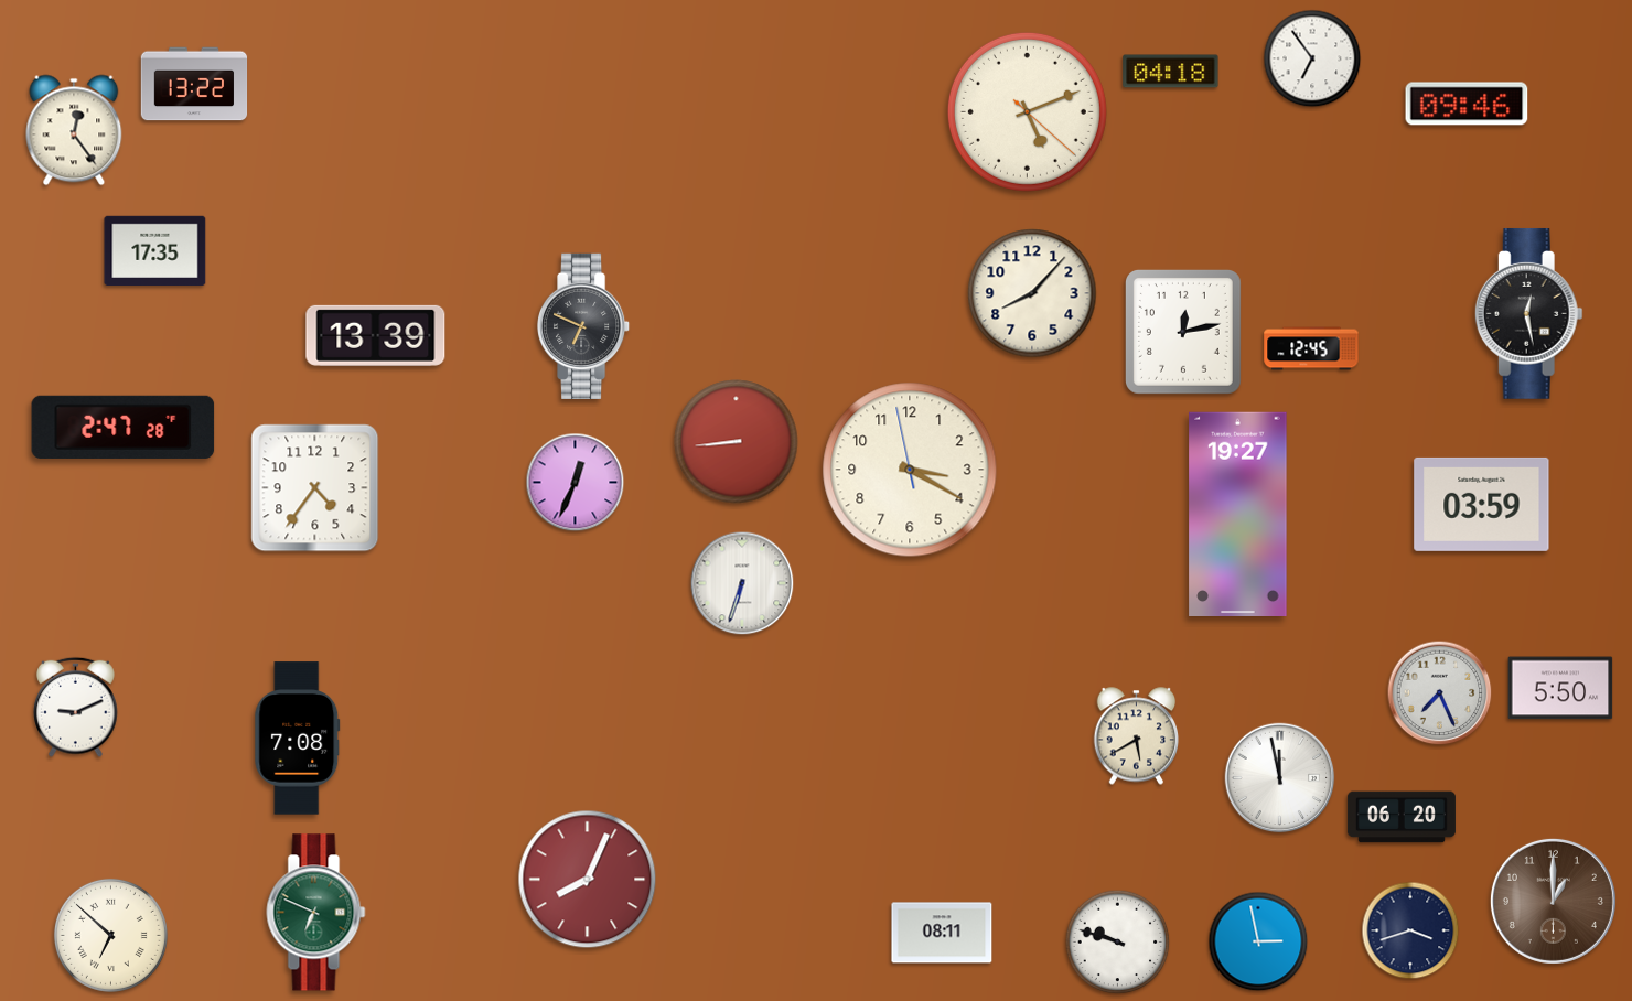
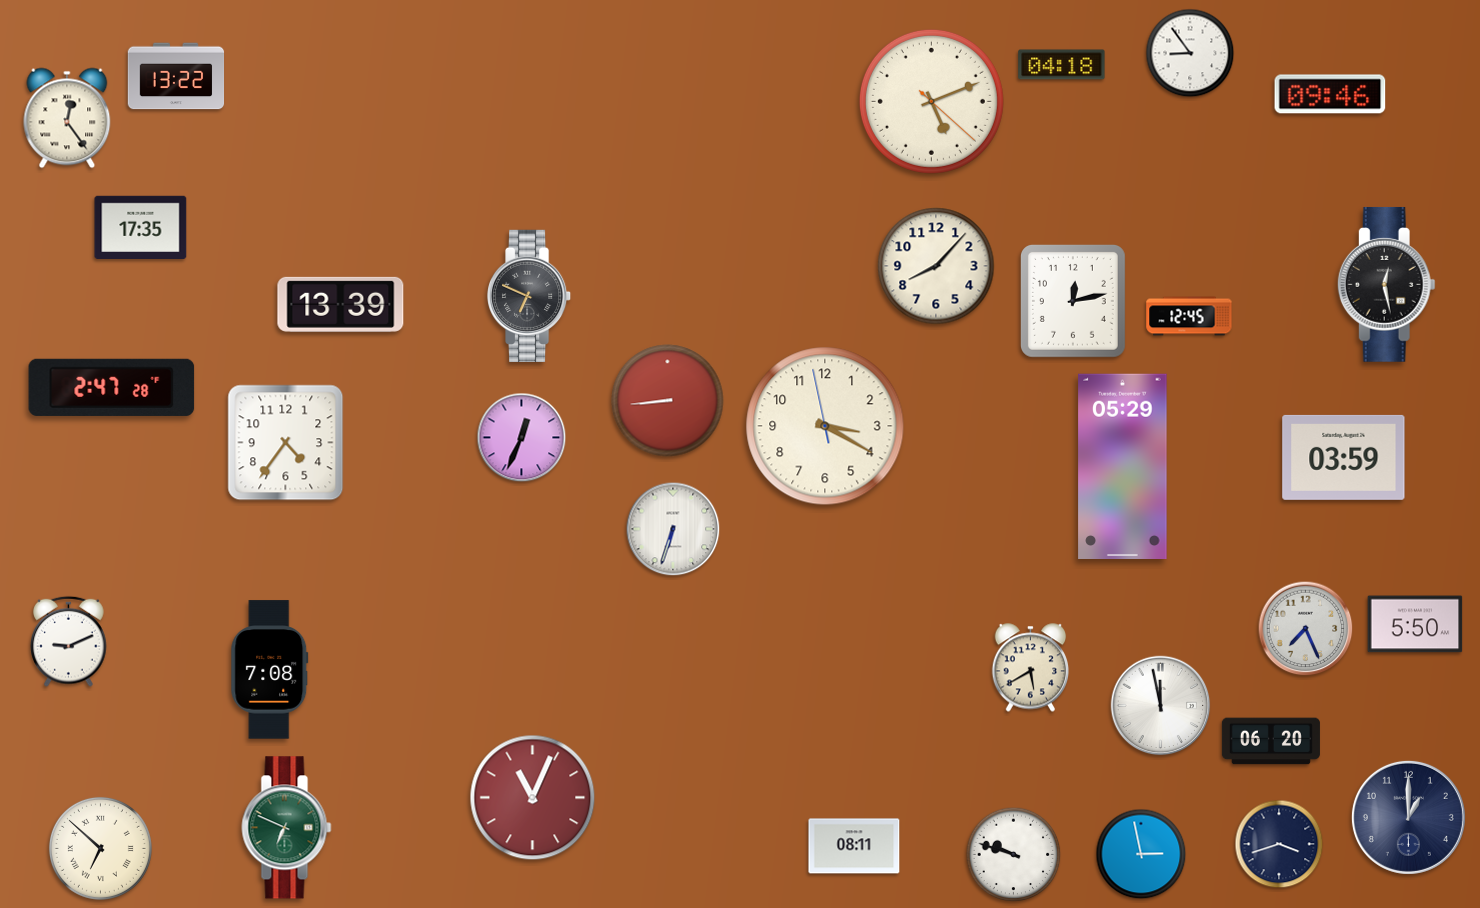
clock at (1312, 58): 6:54 -> 8:54
clock at (1238, 514): 19:27 -> 05:29
clock at (588, 880): 8:04 -> 11:04
clock at (1553, 901) dial: brown -> navy
